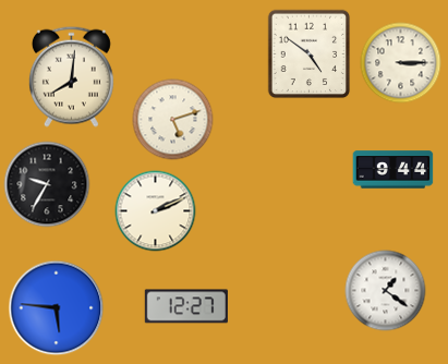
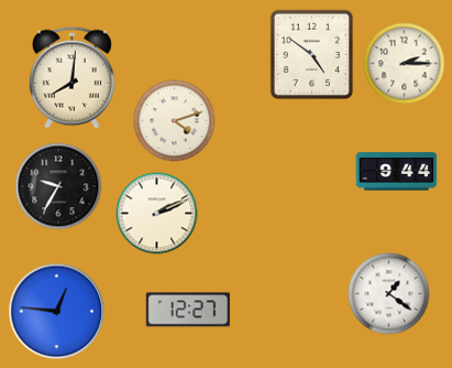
clock at (401, 63): 3:15 -> 2:15
clock at (173, 120): 5:12 -> 4:12
clock at (47, 184) position: (47, 184) -> (58, 186)
clock at (57, 308): 5:46 -> 12:46
